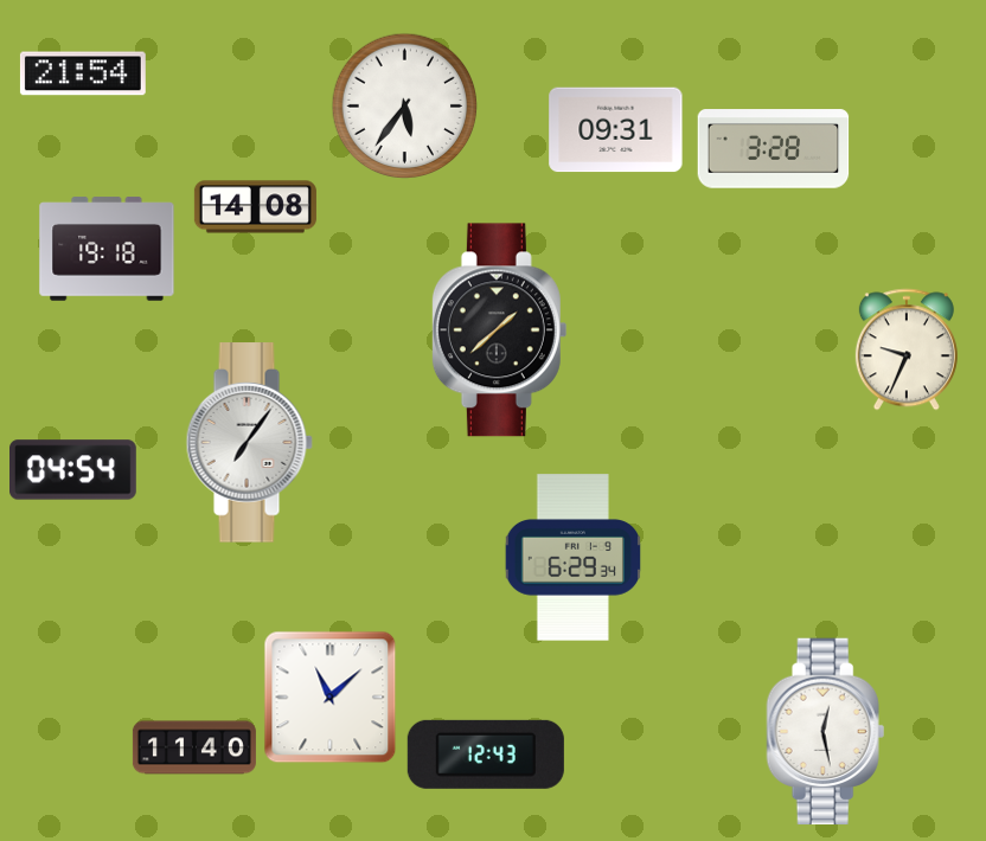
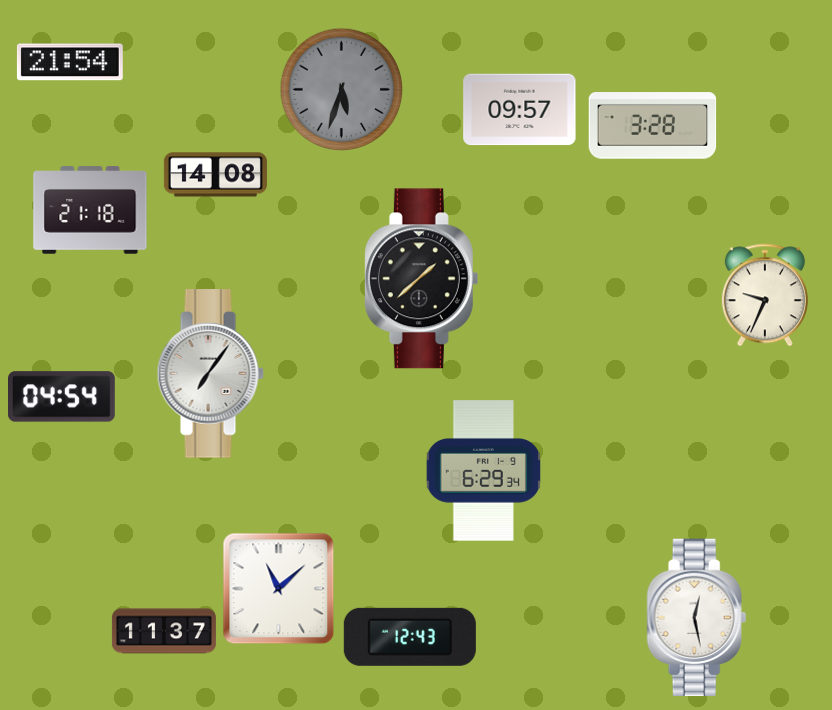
clock at (405, 107): 5:36 -> 5:33
clock at (405, 107) dial: white -> grey
clock at (616, 130): 09:31 -> 09:57
clock at (107, 249): 19:18 -> 21:18
clock at (194, 747): 11:40 -> 11:37
